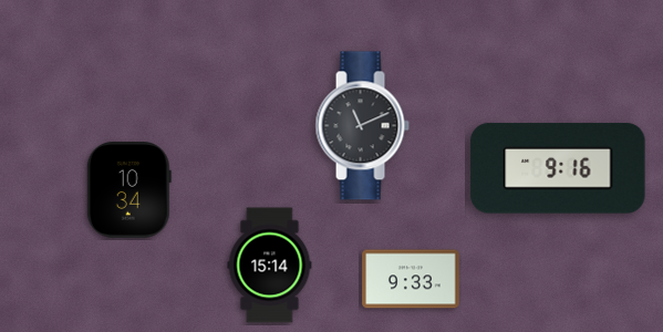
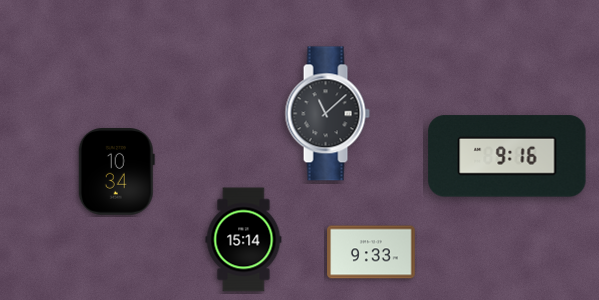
clock at (362, 126): 11:11 -> 11:08
clock at (558, 168) position: (558, 168) -> (507, 156)
